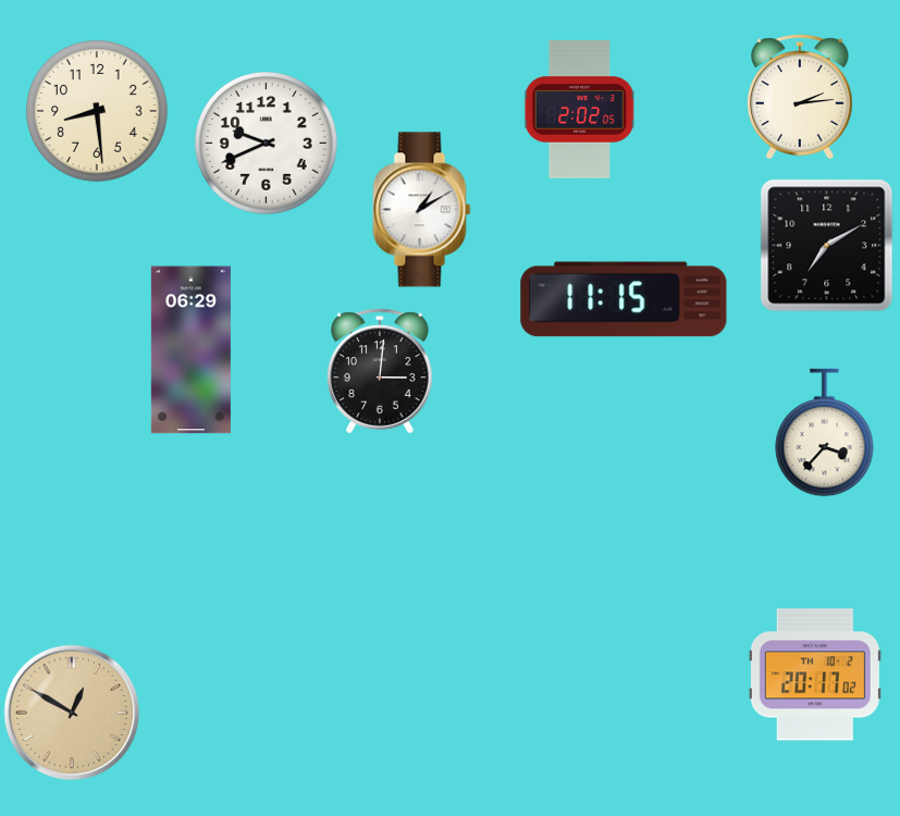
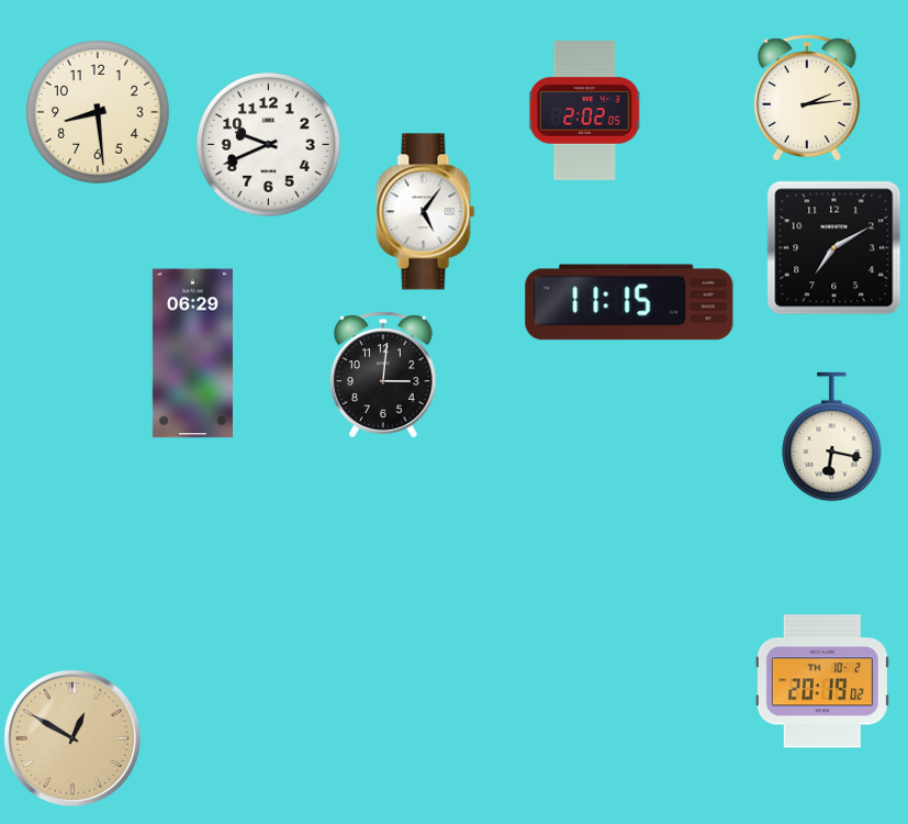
clock at (422, 210): 1:10 -> 5:06
clock at (825, 433): 3:37 -> 6:17
clock at (815, 675): 20:17 -> 20:19
clock at (72, 713) position: (72, 713) -> (72, 738)
